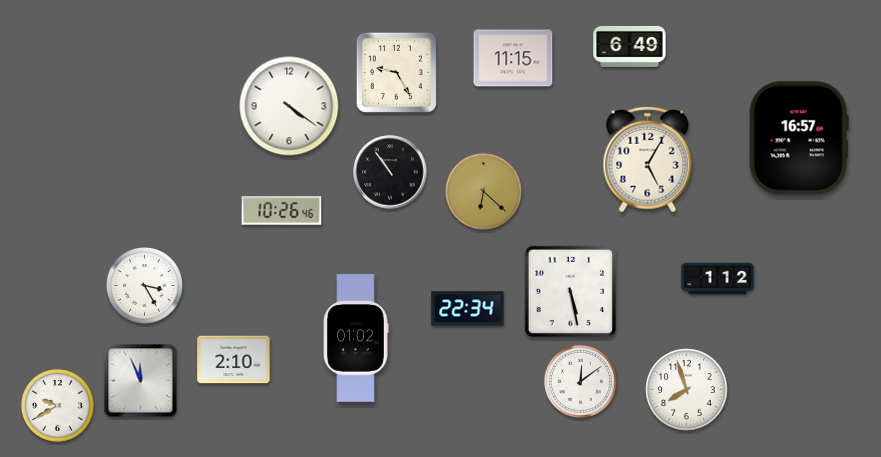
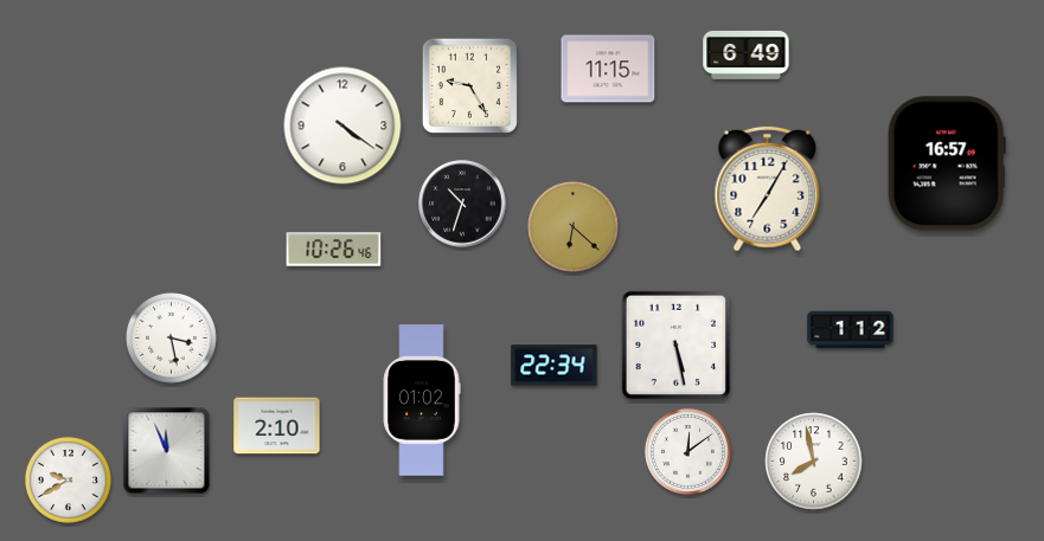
clock at (648, 160): 5:05 -> 7:05
clock at (390, 172): 10:54 -> 10:33
clock at (145, 286): 3:25 -> 3:28
clock at (687, 390): 7:57 -> 7:58
